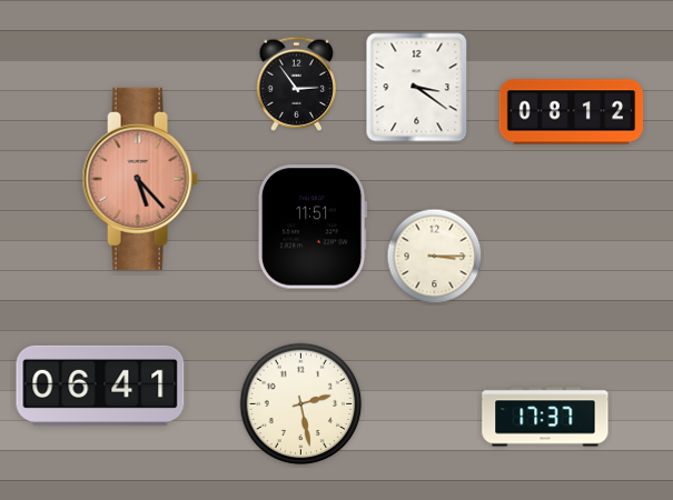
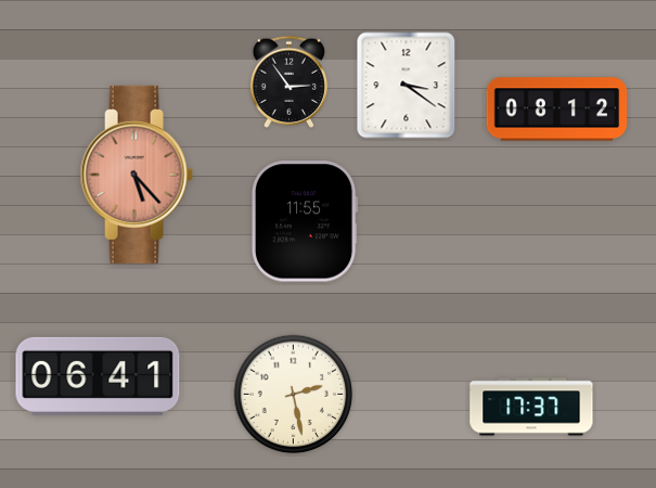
clock at (313, 227): 11:51 -> 11:55
clock at (435, 257): 3:15 -> none
